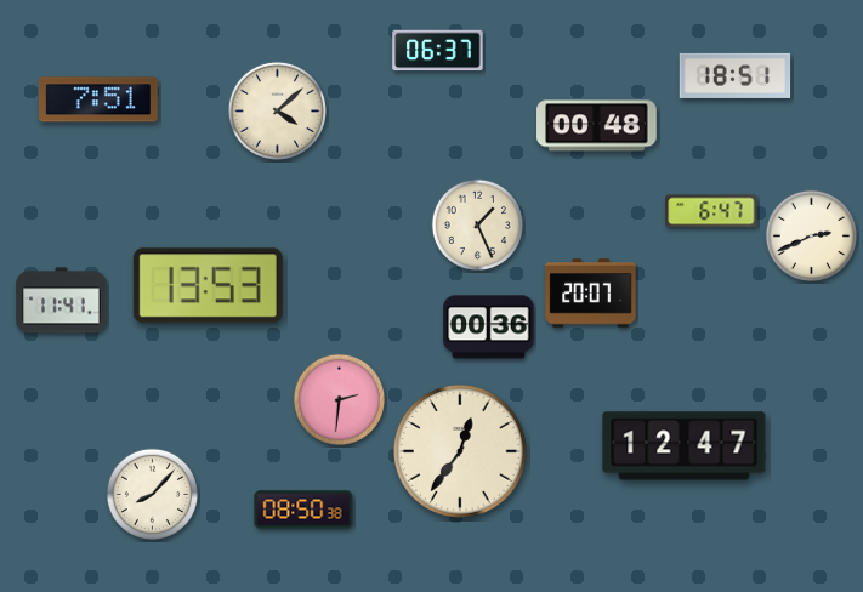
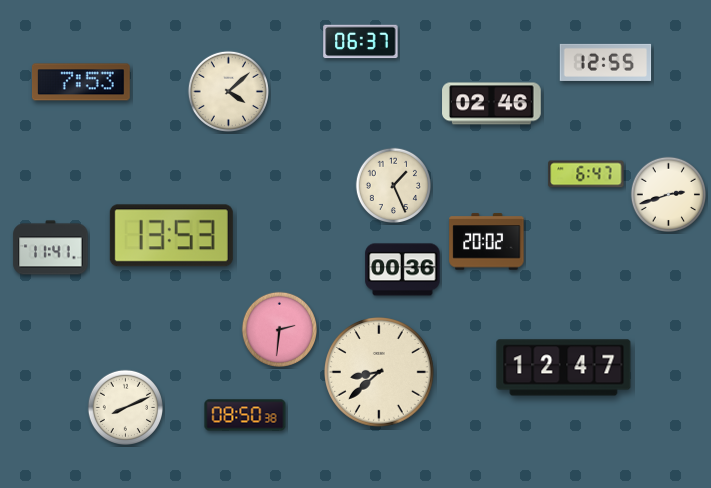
clock at (736, 75): 18:51 -> 12:55
clock at (98, 99): 7:51 -> 7:53
clock at (597, 126): 00:48 -> 02:46
clock at (811, 235): 2:41 -> 2:42
clock at (591, 294): 20:07 -> 20:02
clock at (461, 452): 12:36 -> 8:38
clock at (152, 494): 8:07 -> 8:11
clock at (303, 510) position: (303, 510) -> (245, 415)
